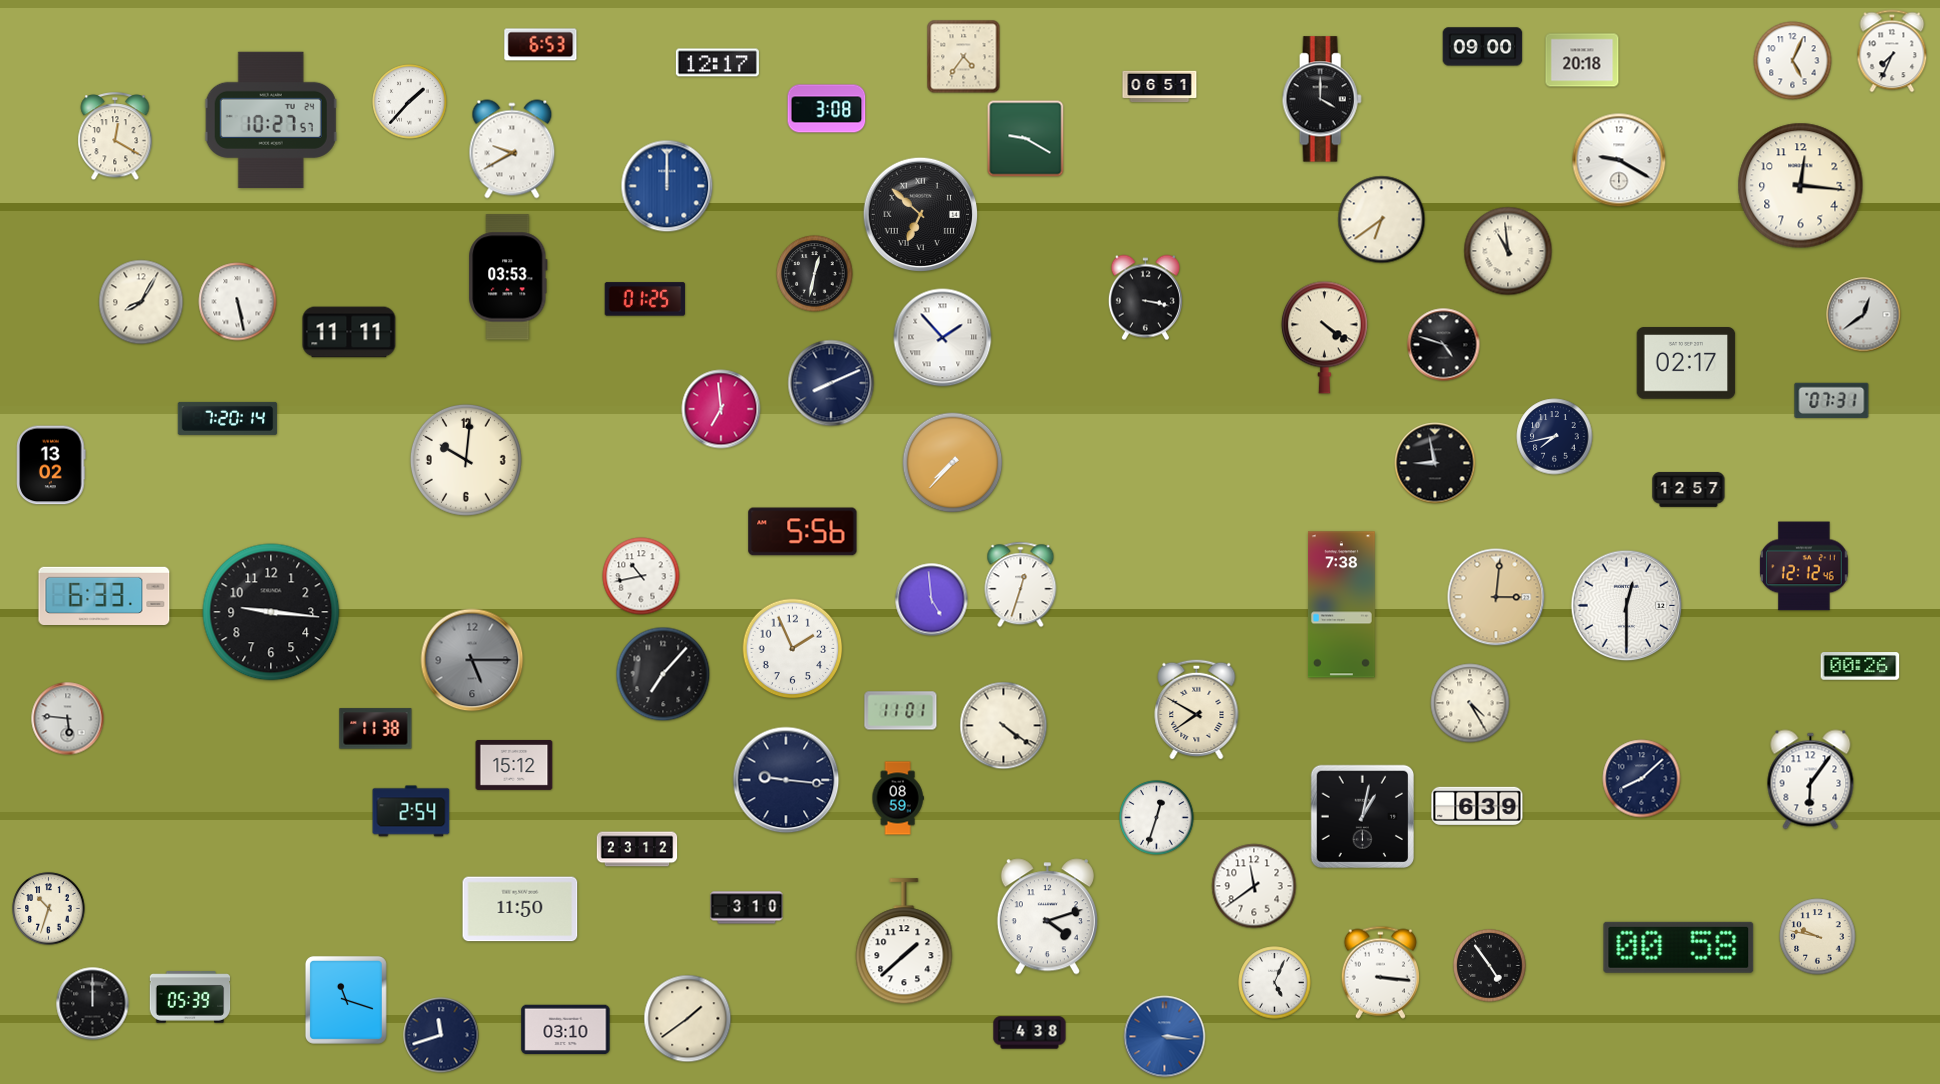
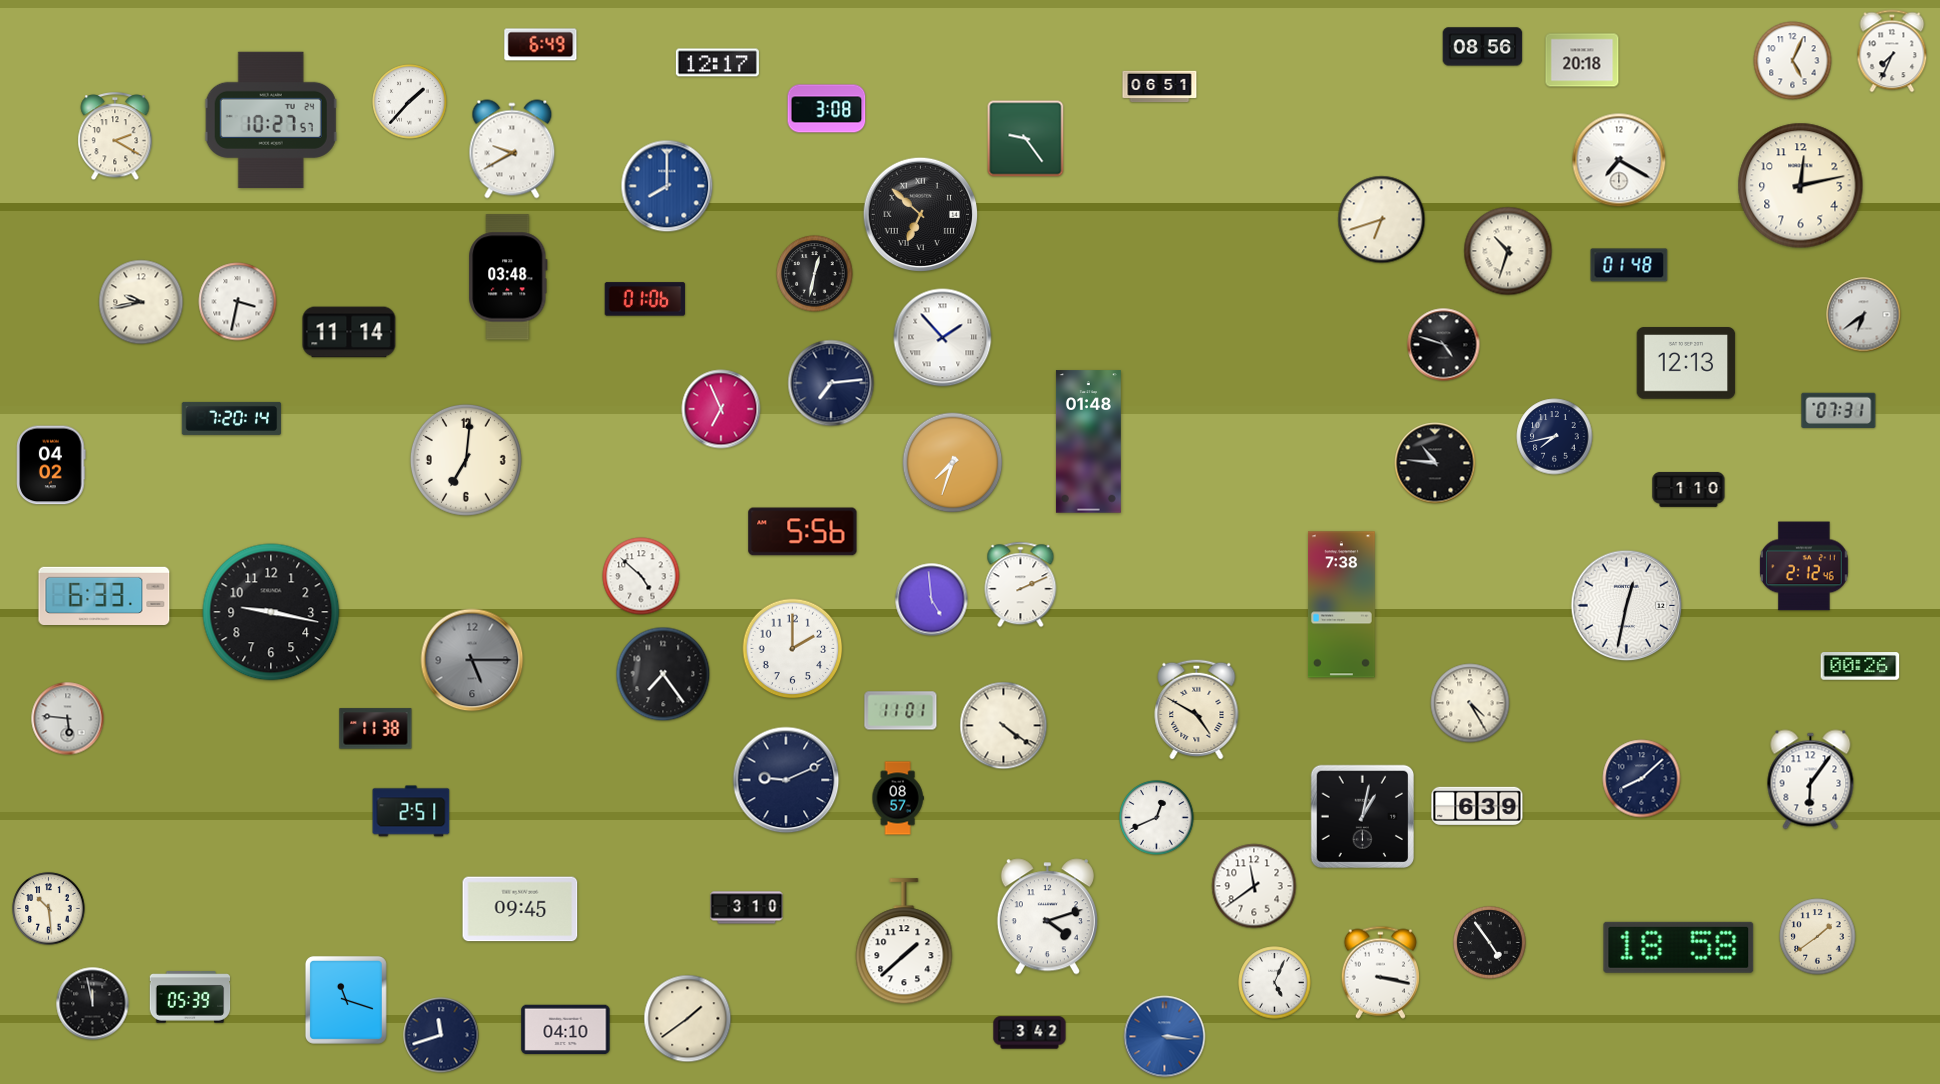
clock at (541, 45): 6:53 -> 6:49
clock at (1483, 47): 09:00 -> 08:56
clock at (964, 57): 4:36 -> none
clock at (1322, 99): 4:00 -> none
clock at (115, 137): 12:20 -> 2:20
clock at (1026, 139): 9:20 -> 9:24
clock at (1619, 160): 9:20 -> 7:20
clock at (667, 186): 12:00 -> 8:00
clock at (1801, 186): 12:16 -> 12:13
clock at (1382, 220): 6:39 -> 6:42
clock at (1508, 251): 10:59 -> 10:33
clock at (1629, 265): none -> 01:48
clock at (508, 277): 03:53 -> 03:48
clock at (1145, 298): 3:17 -> none
clock at (645, 299): 01:25 -> 01:06
clock at (141, 302): 8:05 -> 9:43
clock at (238, 302): 5:28 -> 3:32
clock at (1864, 315): 12:39 -> 6:39
clock at (349, 332): 11:11 -> 11:14
clock at (1324, 337): 4:21 -> none
clock at (1686, 363): 02:17 -> 12:13
clock at (831, 383): 8:11 -> 7:14
clock at (1832, 400) position: (1832, 400) -> (1839, 410)
clock at (721, 409): 6:59 -> 6:56
clock at (228, 418) position: (228, 418) -> (232, 418)
clock at (1088, 442): none -> 01:48
clock at (466, 460): 10:01 -> 7:01
clock at (953, 463): 7:37 -> 7:33
clock at (1435, 463): 8:58 -> 10:46
clock at (51, 465): 13:02 -> 04:02
clock at (1689, 489): 12:57 -> 1:10
clock at (1804, 566): 12:12 -> 2:12
clock at (641, 576): 10:43 -> 4:52
clock at (1021, 585): 12:33 -> 2:11
clock at (1496, 597): 3:01 -> none
clock at (1627, 606): 12:30 -> 12:32
clock at (271, 612): 9:16 -> 9:17
clock at (793, 649): 1:56 -> 2:00
clock at (663, 674): 7:07 -> 7:24
clock at (1197, 709): 7:50 -> 4:50
clock at (514, 765): 15:12 -> none
clock at (786, 780): 9:16 -> 9:11
clock at (898, 798): 08:59 -> 08:57
clock at (411, 811): 2:54 -> 2:51
clock at (1157, 818): 12:33 -> 12:41
clock at (637, 849): 23:12 -> none
clock at (49, 909): 10:33 -> 10:29
clock at (520, 909): 11:50 -> 09:45
clock at (1818, 937): 9:47 -> 1:39
clock at (1679, 947): 00:58 -> 18:58
clock at (1490, 966) position: (1490, 966) -> (1490, 943)
clock at (1380, 972): 3:16 -> 3:17
clock at (93, 1004): 12:00 -> 11:58
clock at (566, 1030): 03:10 -> 04:10
clock at (1030, 1033): 4:38 -> 3:42
